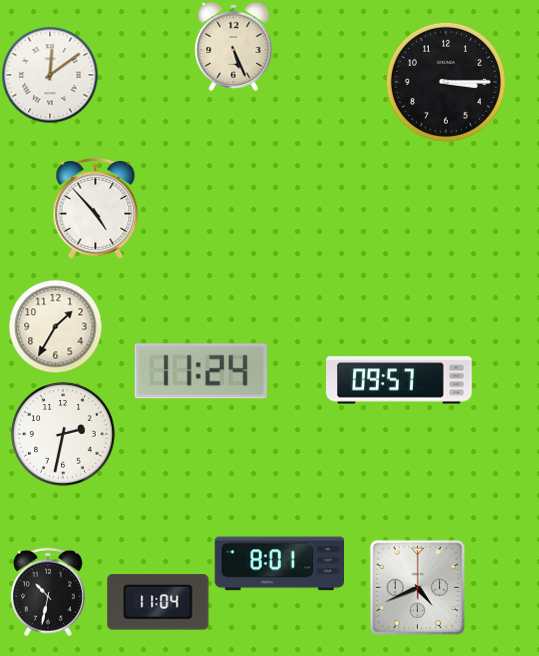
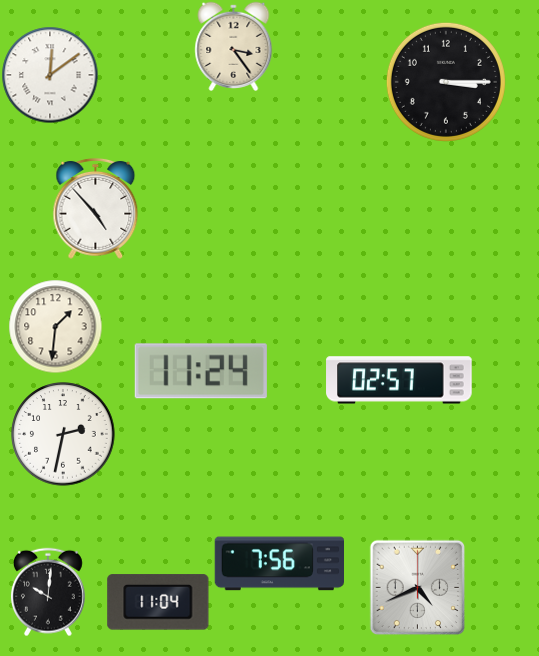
clock at (234, 46): 5:26 -> 3:24
clock at (55, 326): 1:35 -> 1:31
clock at (399, 380): 09:57 -> 02:57
clock at (279, 564): 8:01 -> 7:56
clock at (48, 592): 10:32 -> 10:01
